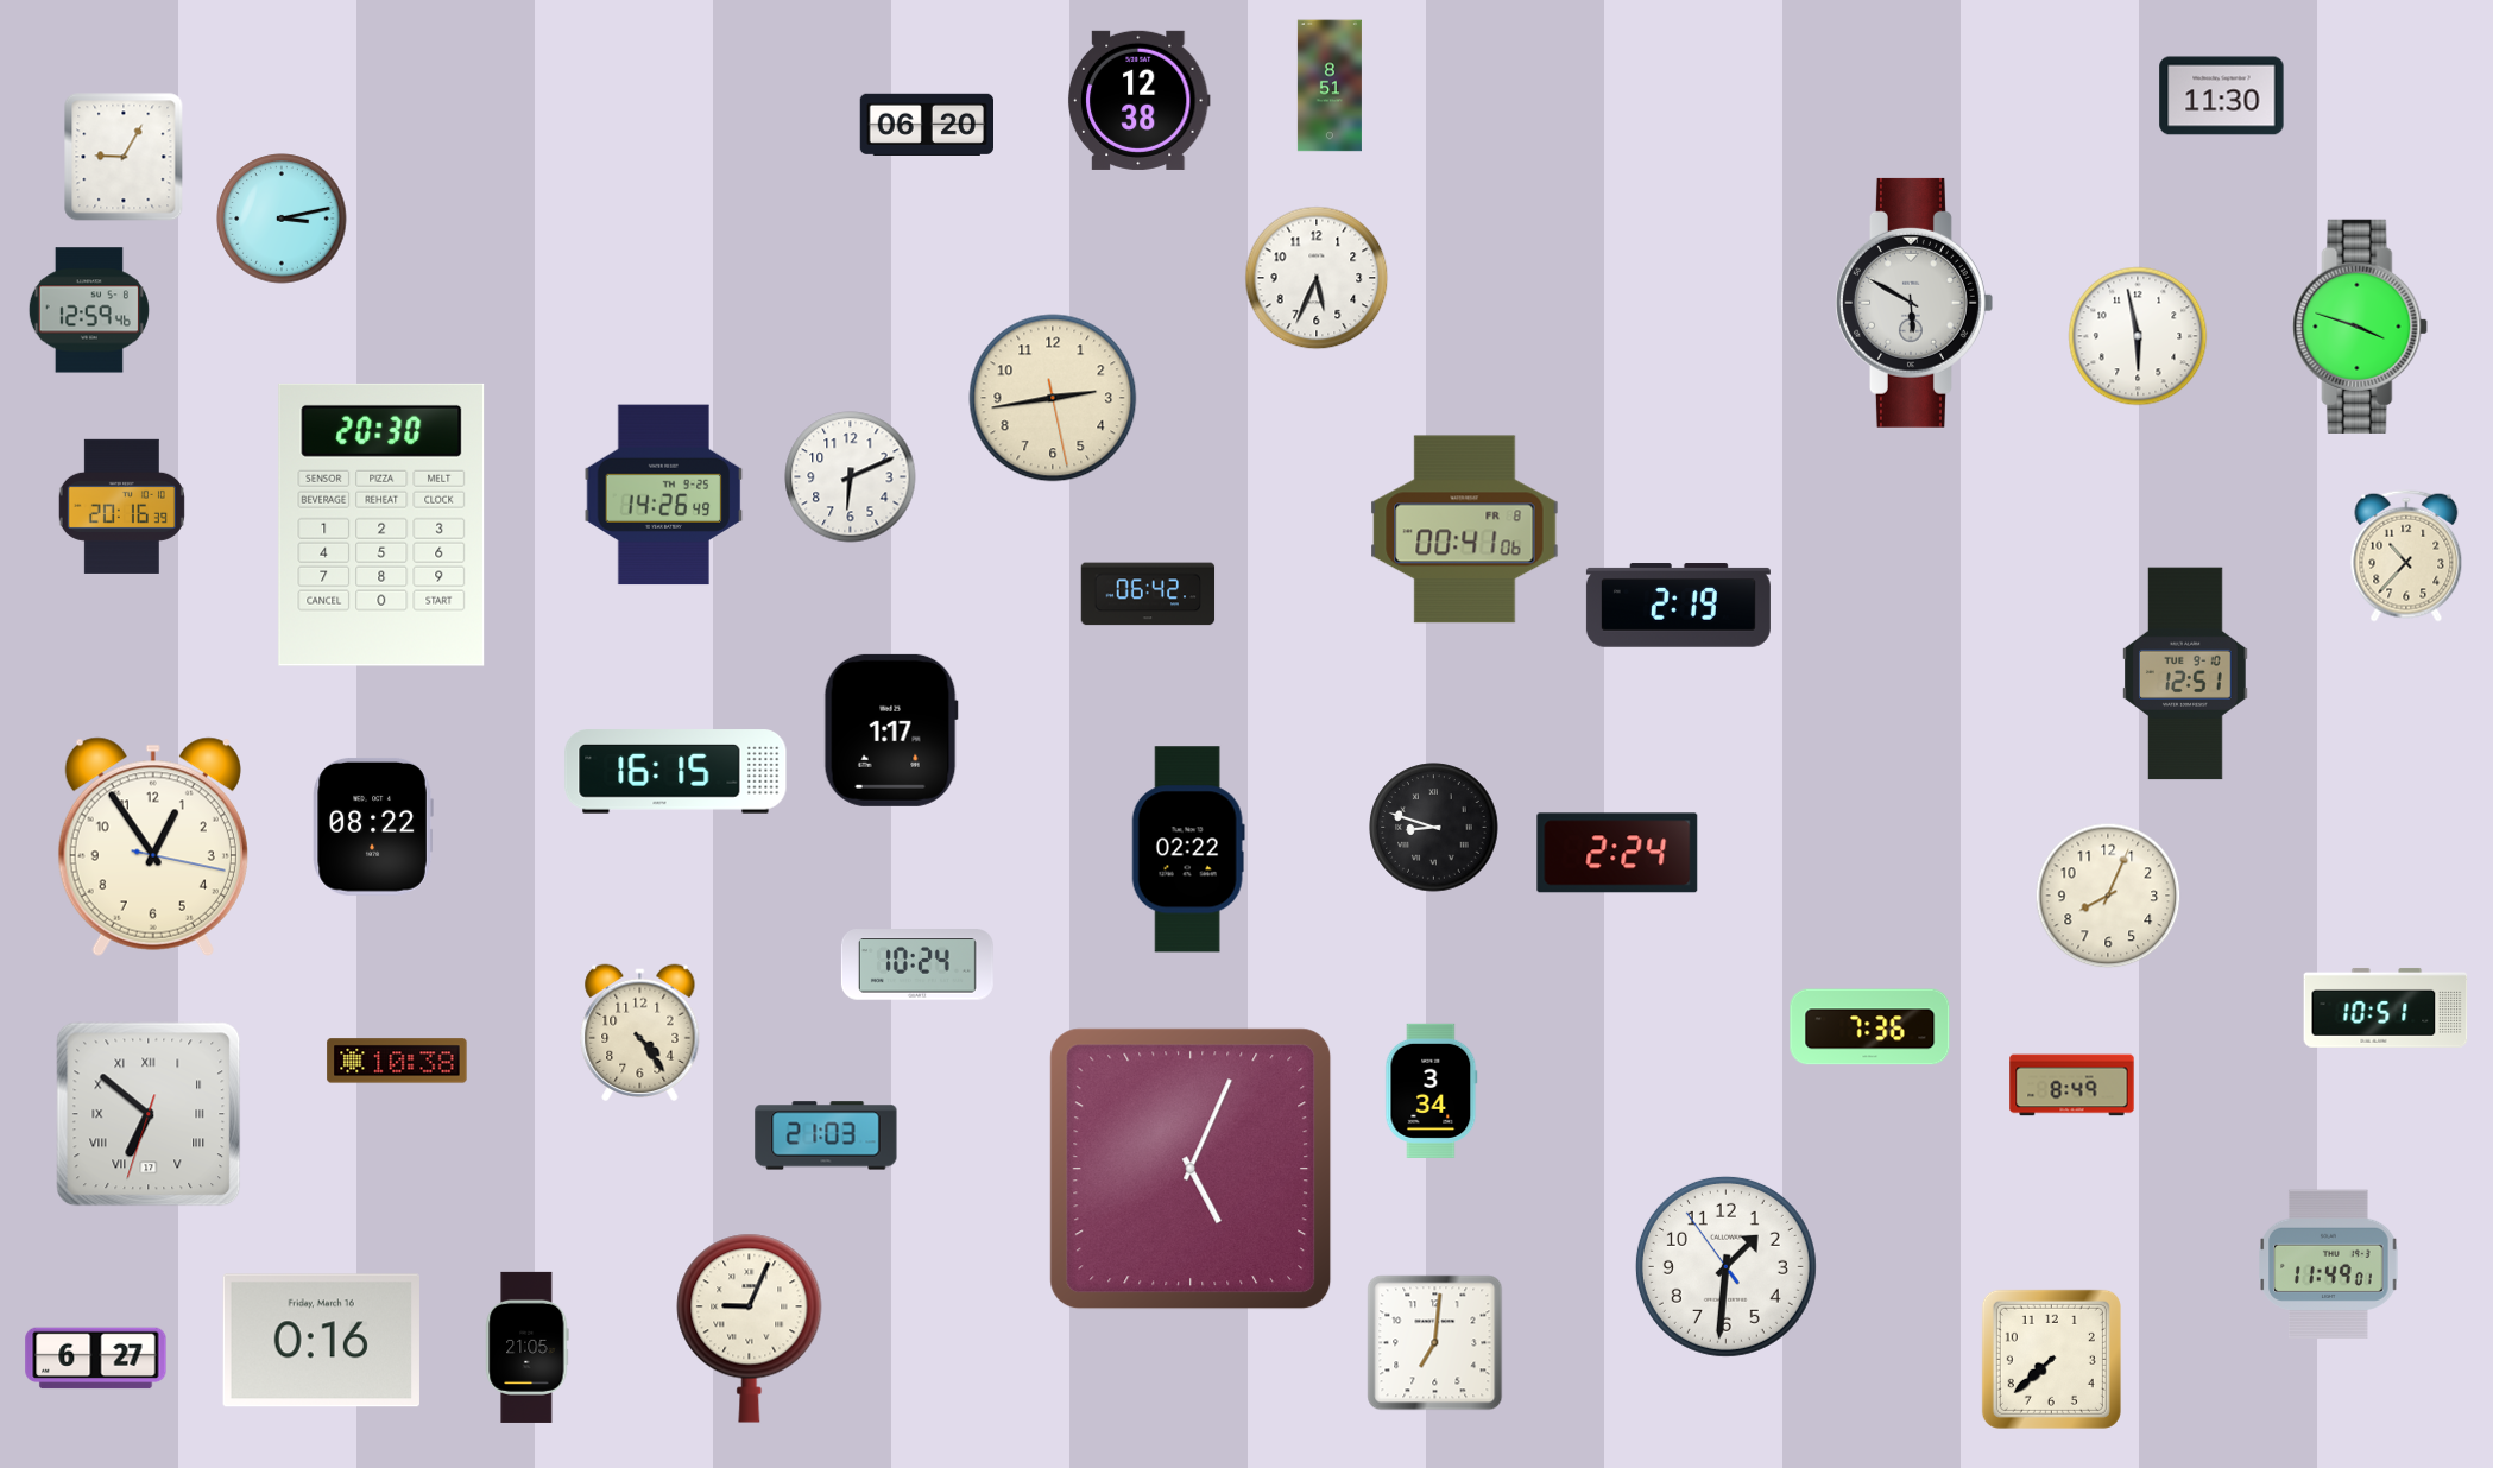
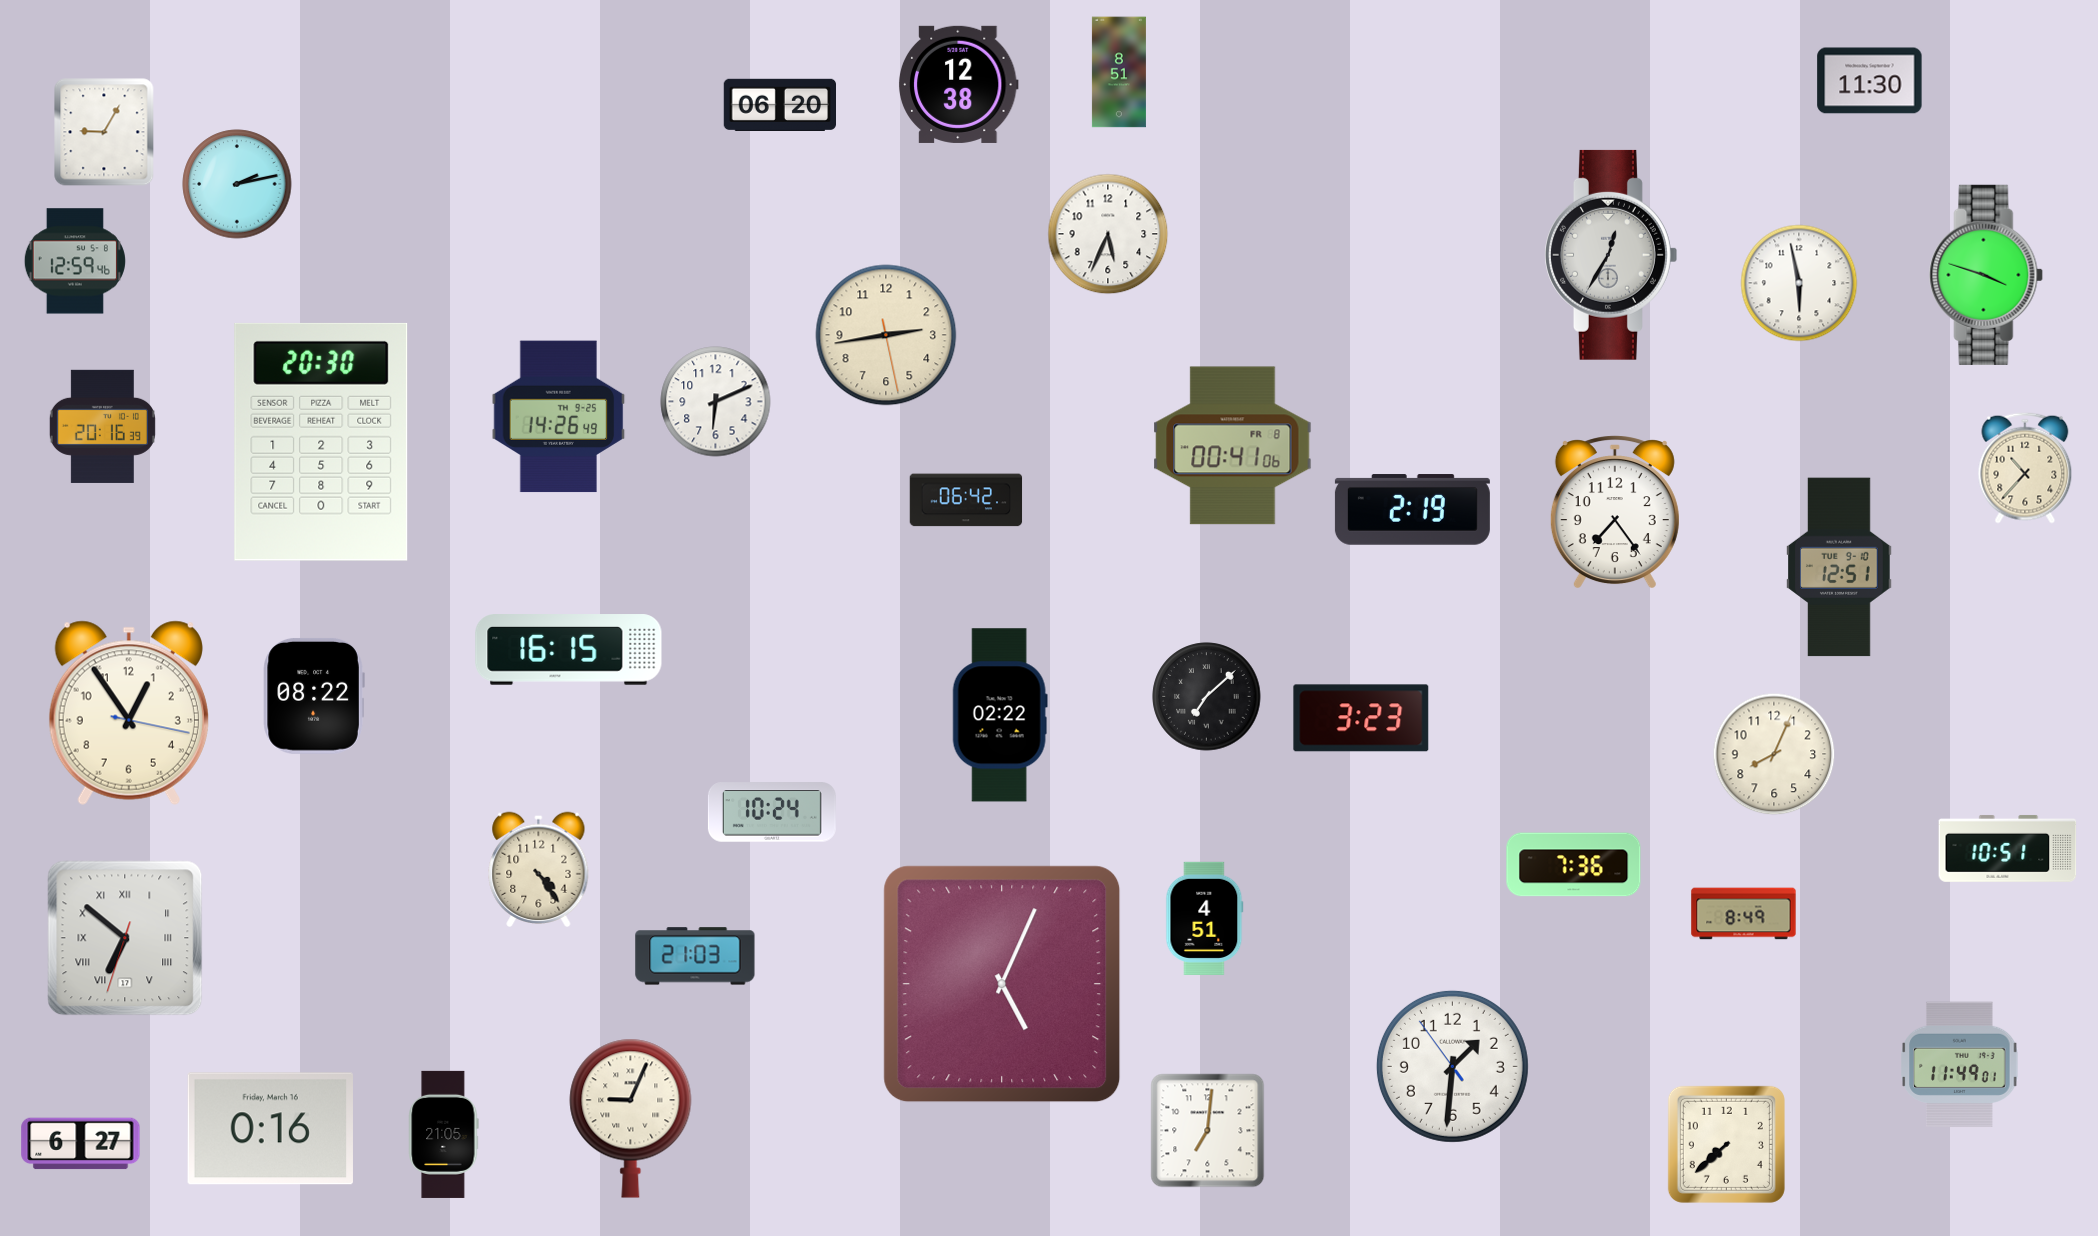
clock at (282, 219): 3:13 -> 2:13
clock at (1914, 303): 5:50 -> 12:35
clock at (1615, 511): none -> 7:24
clock at (891, 730): 1:17 -> none
clock at (1434, 828): 8:48 -> 7:08
clock at (1617, 853): 2:24 -> 3:23
clock at (397, 1061): 10:38 -> none
clock at (1432, 1090): 3:34 -> 4:51
